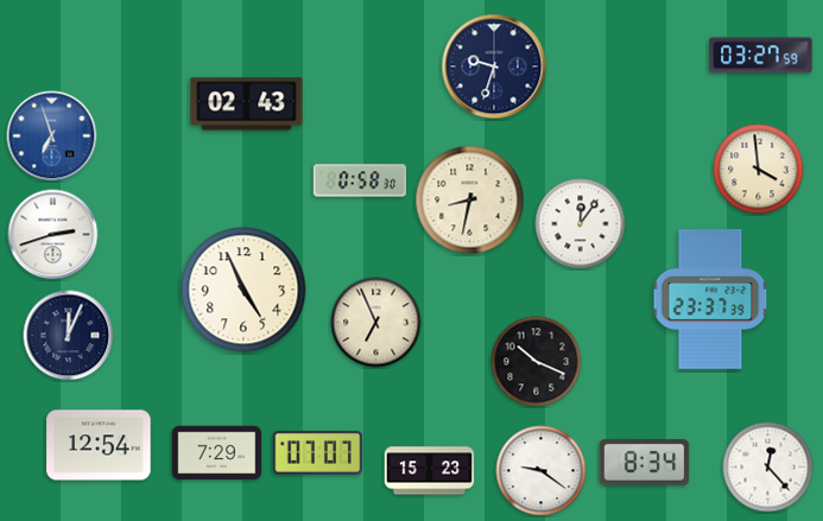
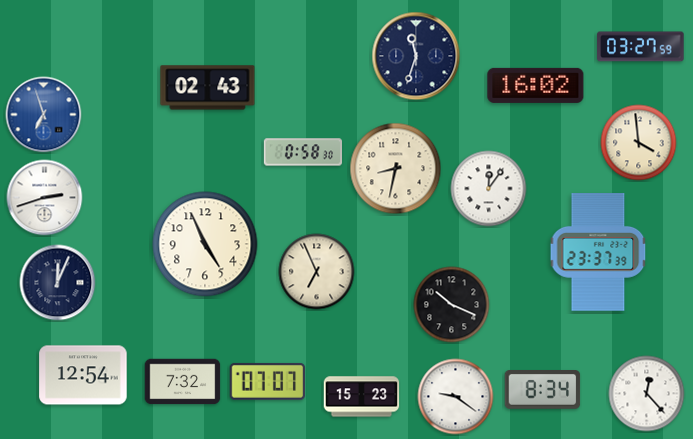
clock at (494, 66): 9:33 -> 11:33
clock at (536, 85): none -> 16:02
clock at (217, 453): 7:29 -> 7:32
